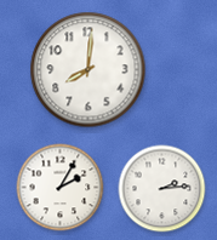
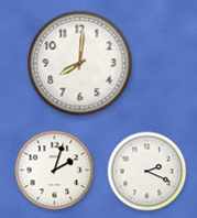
clock at (61, 188): 2:05 -> 2:03
clock at (162, 189): 2:14 -> 2:19
